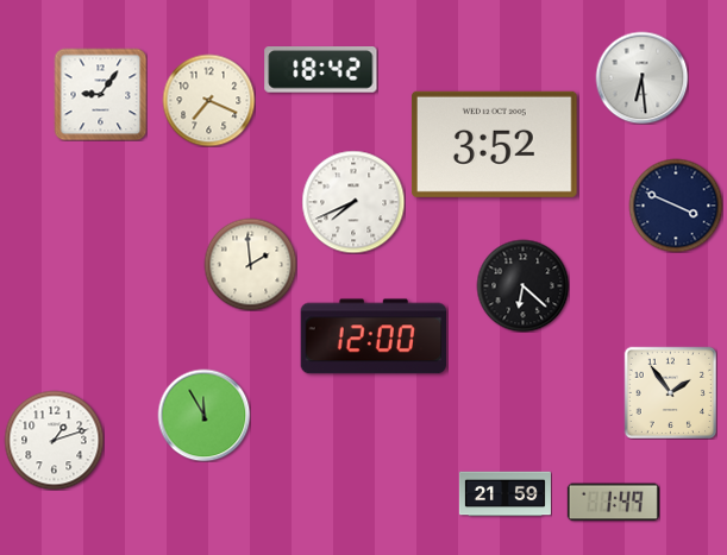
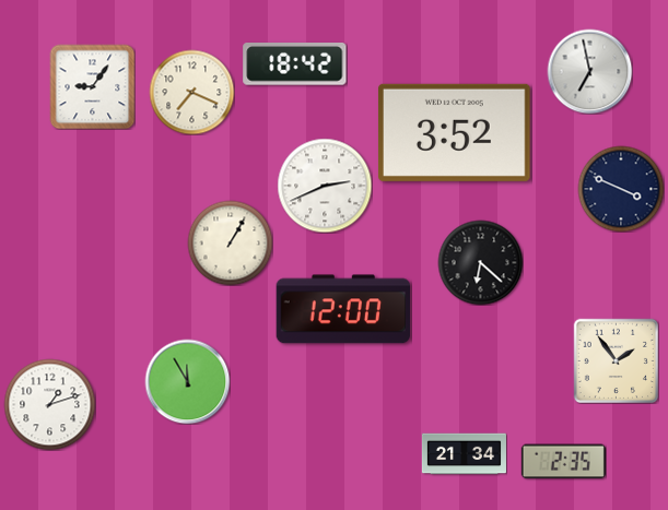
clock at (641, 77): 6:29 -> 6:58
clock at (353, 202): 7:41 -> 2:41
clock at (250, 264): 1:59 -> 1:05
clock at (504, 494): 21:59 -> 21:34
clock at (613, 503): 1:49 -> 2:35
